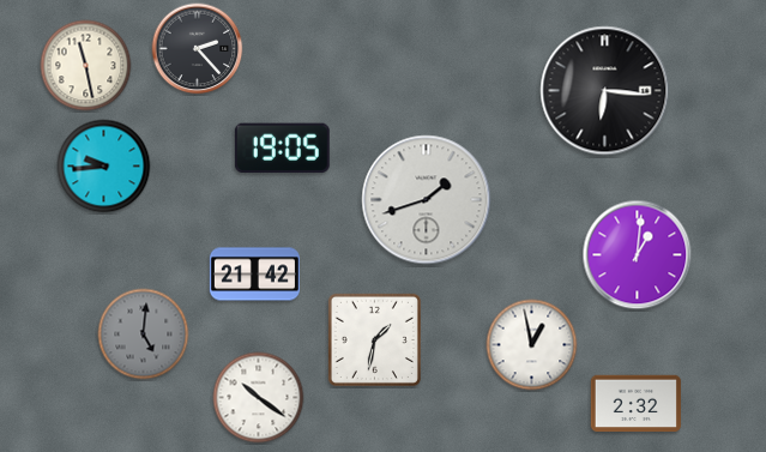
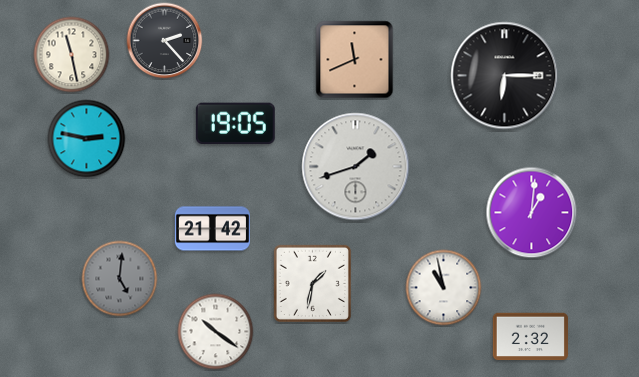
clock at (355, 60): none -> 11:41
clock at (605, 91): 6:16 -> 6:15
clock at (104, 167): 9:44 -> 2:47
clock at (532, 345): 12:58 -> 10:58
